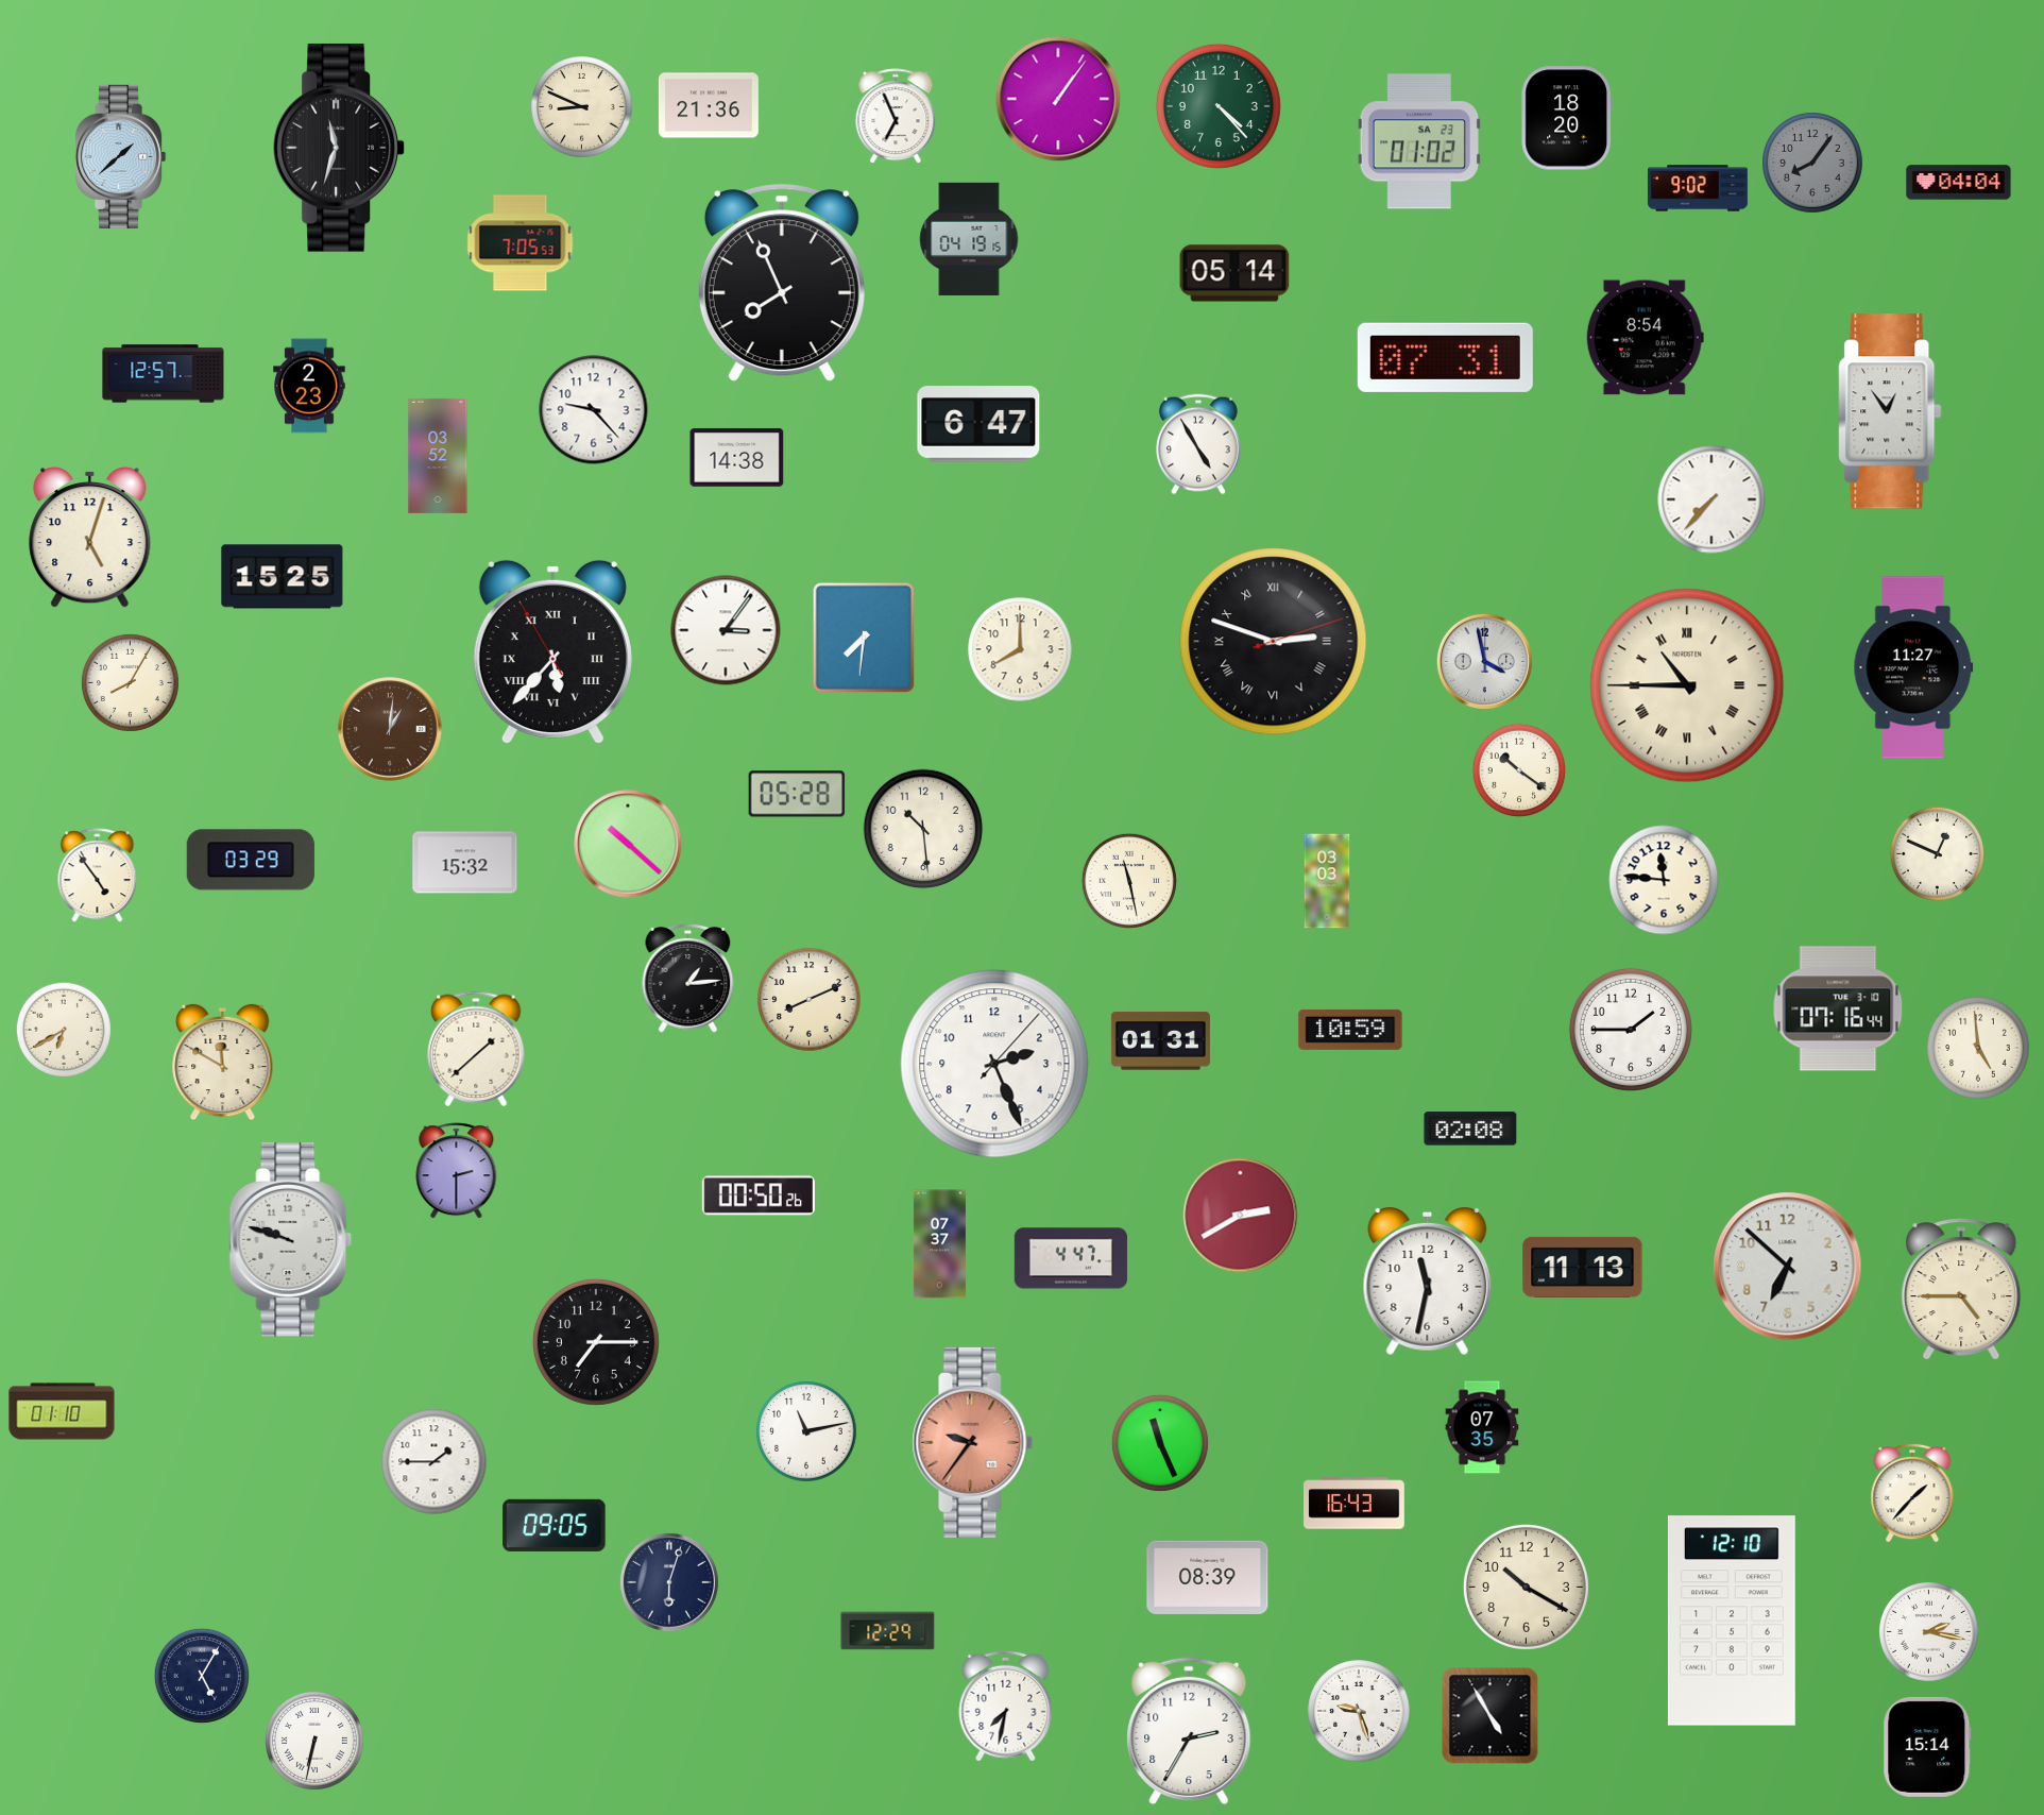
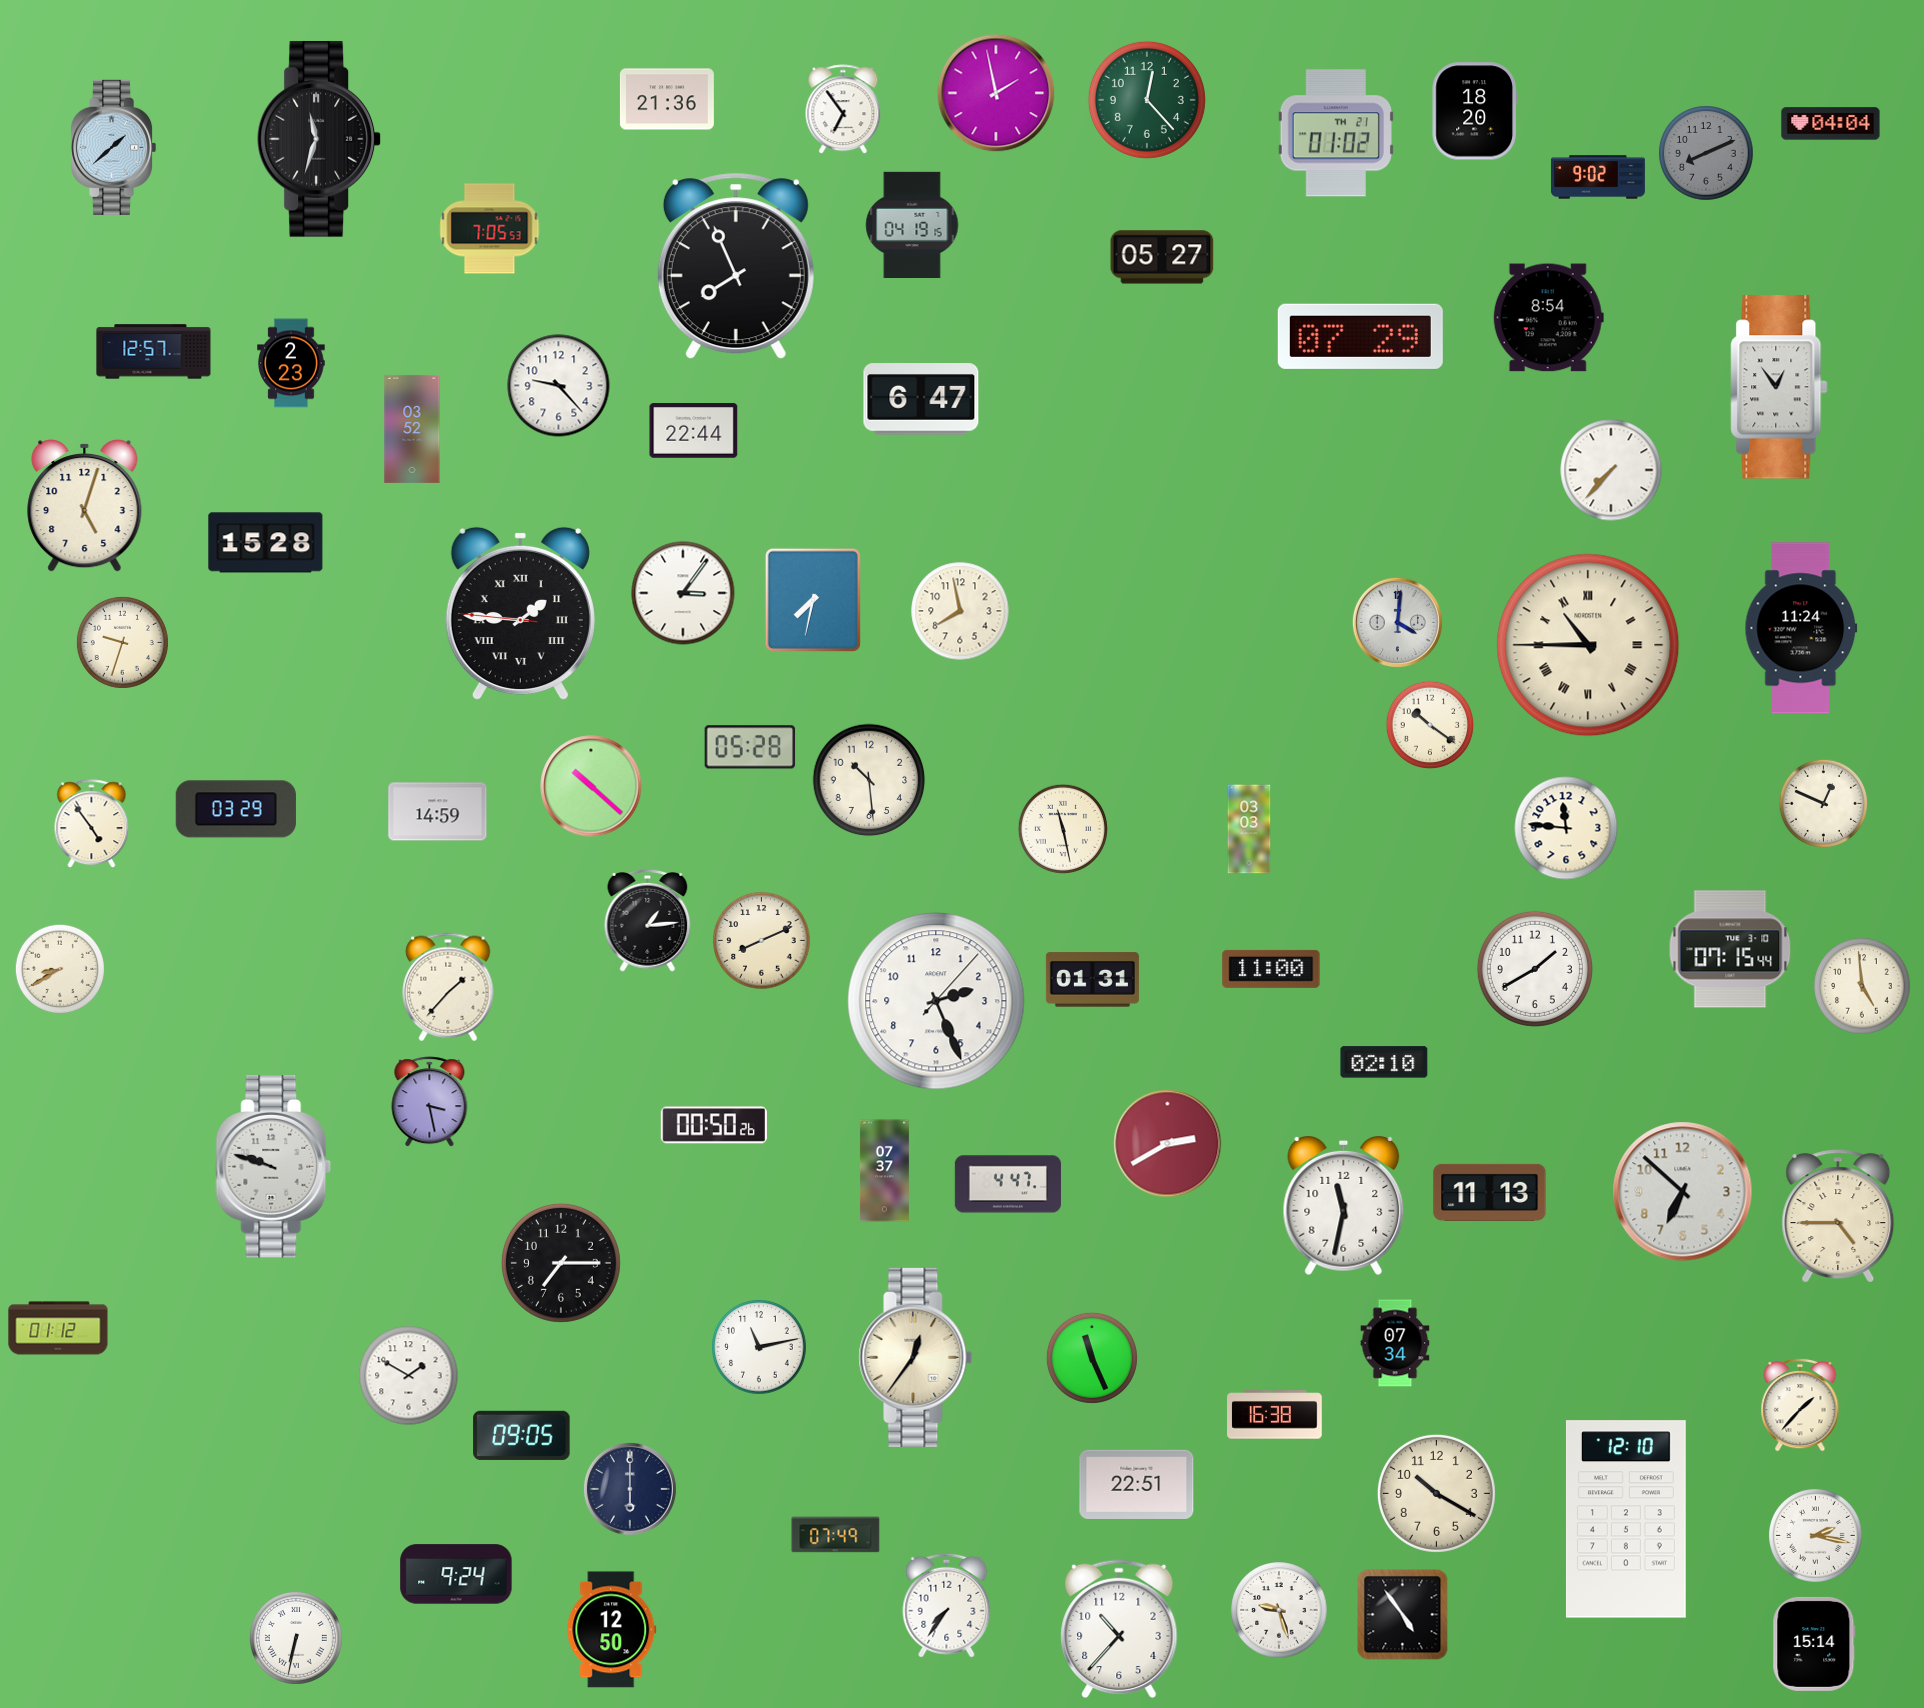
clock at (1058, 99): 1:06 -> 1:58
clock at (1219, 106): 4:23 -> 12:23
clock at (582, 107): 8:49 -> none
clock at (896, 117): 6:56 -> 6:54
clock at (1419, 141) date: SA 23 -> TH 21
clock at (1812, 163): 8:06 -> 8:11
clock at (1959, 183) position: (1959, 183) -> (1831, 124)
clock at (1234, 273): 05:14 -> 05:27
clock at (1445, 357): 07:31 -> 07:29
clock at (1198, 444): 4:55 -> none
clock at (737, 458): 14:38 -> 22:44
clock at (283, 577): 15:25 -> 15:28
clock at (864, 638): 7:31 -> 7:32
clock at (1274, 642): 2:48 -> none
clock at (1020, 649): 8:00 -> 7:58
clock at (552, 652): 5:36 -> 1:45
clock at (1484, 661): 3:58 -> 4:01
clock at (1913, 667): 11:27 -> 11:24
clock at (130, 682): 8:05 -> 9:33
clock at (390, 729): 1:01 -> none
clock at (628, 844) position: (628, 844) -> (591, 786)
clock at (465, 863): 15:32 -> 14:59
clock at (1838, 1008): 07:16 -> 07:15
clock at (64, 1030): 6:40 -> 8:40
clock at (1350, 1030): 10:59 -> 11:00
clock at (1631, 1030): 1:45 -> 1:40
clock at (476, 1049): 1:38 -> 1:37
clock at (223, 1063): 11:50 -> none
clock at (1470, 1129): 02:08 -> 02:10
clock at (457, 1171): 2:30 -> 3:28
clock at (1961, 1289) position: (1961, 1289) -> (1838, 1216)
clock at (62, 1411): 01:10 -> 01:12
clock at (1482, 1427): 07:35 -> 07:34
clock at (973, 1442): 9:36 -> 12:36
clock at (973, 1442) dial: salmon -> cream
clock at (435, 1462): 1:45 -> 1:50
clock at (1355, 1504): 16:43 -> 16:38
clock at (1208, 1577): 08:39 -> 22:51
clock at (669, 1582): 6:03 -> 6:00
clock at (1732, 1621) position: (1732, 1621) -> (1626, 1519)
clock at (888, 1631): 12:29 -> 07:49
clock at (456, 1574): none -> 9:24
clock at (202, 1676): 5:05 -> none
clock at (1006, 1706): 7:32 -> 7:36
clock at (1491, 1716): 4:55 -> 4:54
clock at (1189, 1731): 2:35 -> 10:37
clock at (612, 1630): none -> 12:50
